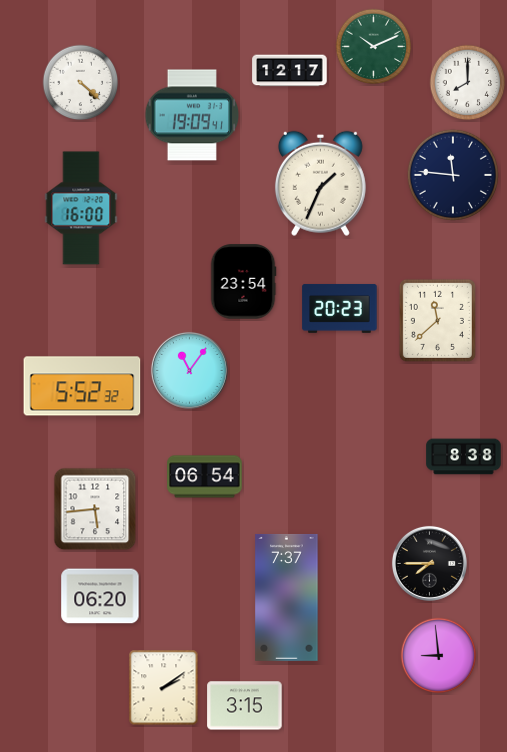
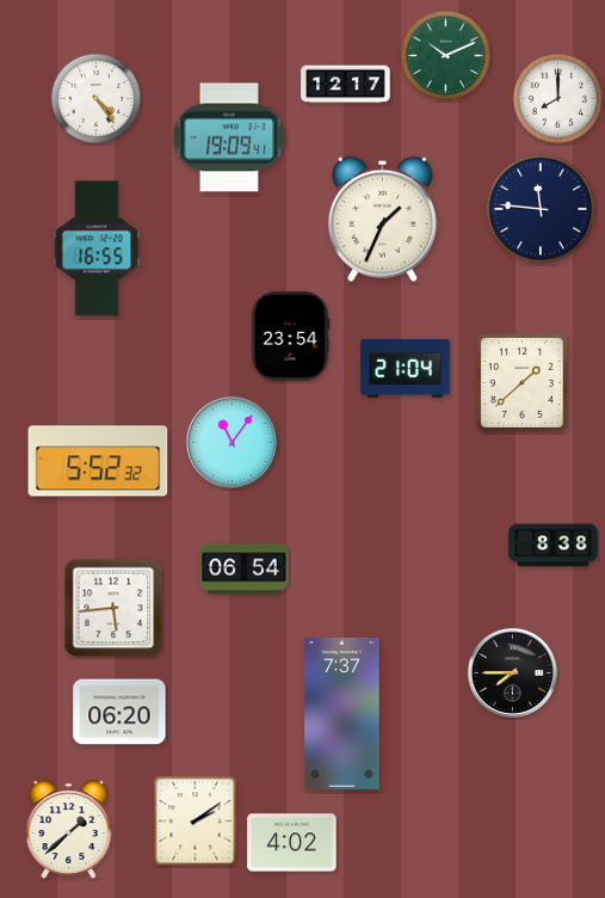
clock at (81, 83): 4:22 -> 4:24
clock at (81, 208): 16:00 -> 16:55
clock at (340, 308): 20:23 -> 21:04
clock at (437, 320): 11:38 -> 1:38
clock at (189, 370) position: (189, 370) -> (231, 442)
clock at (439, 656): 8:59 -> none
clock at (69, 830): none -> 1:38
clock at (245, 706): 3:15 -> 4:02
